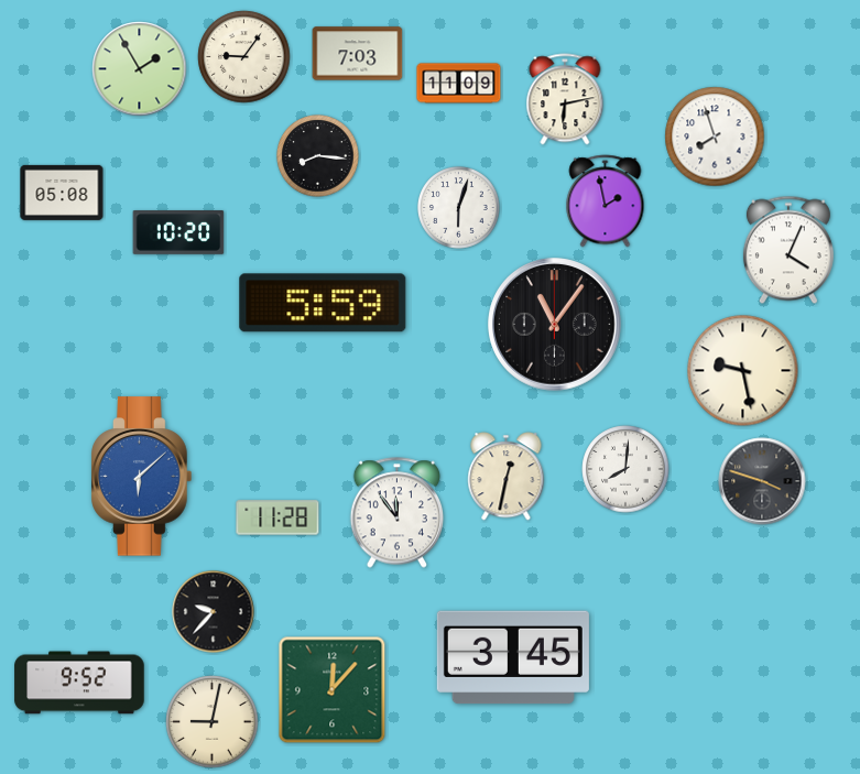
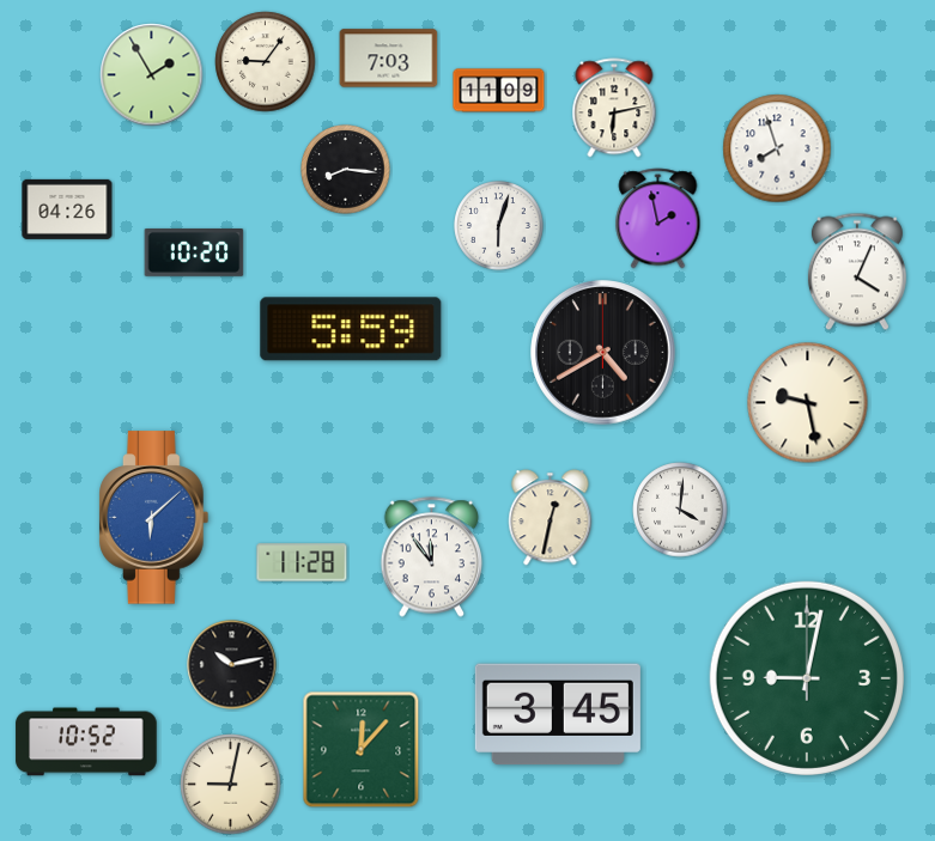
clock at (62, 193): 05:08 -> 04:26
clock at (555, 325): 11:06 -> 4:40
clock at (625, 469): 8:01 -> 4:01
clock at (762, 481): 3:48 -> none
clock at (214, 612): 9:37 -> 10:13
clock at (807, 678): none -> 9:02
clock at (79, 683): 9:52 -> 10:52
